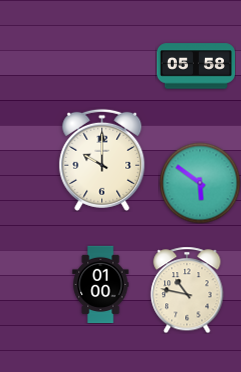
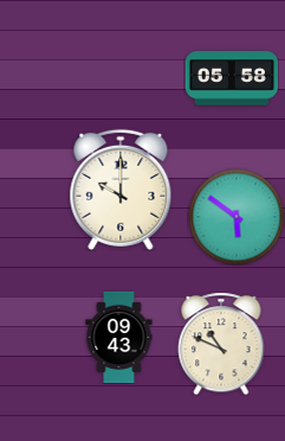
clock at (101, 284): 01:00 -> 09:43
clock at (187, 290): 10:47 -> 10:49
